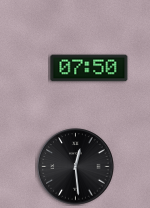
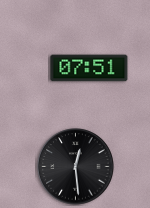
clock at (89, 68): 07:50 -> 07:51
